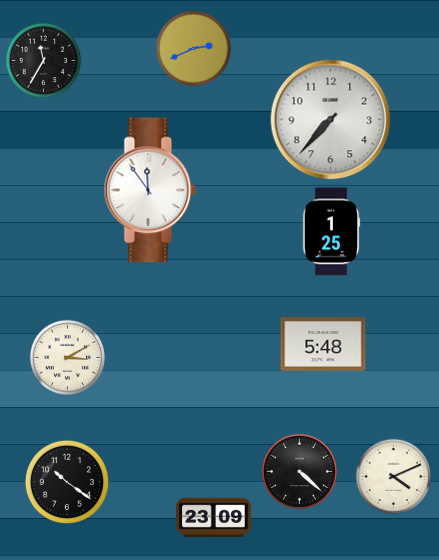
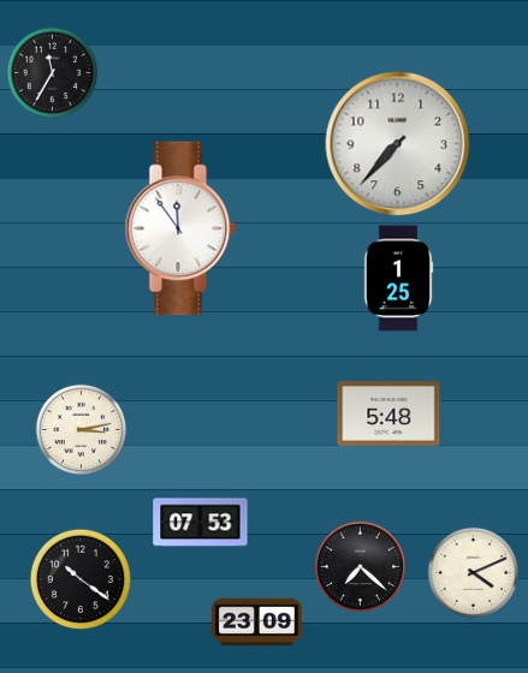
clock at (194, 49): 2:41 -> none
clock at (68, 358): 3:10 -> 3:13
clock at (201, 523): none -> 07:53
clock at (300, 472): 4:22 -> 7:22
